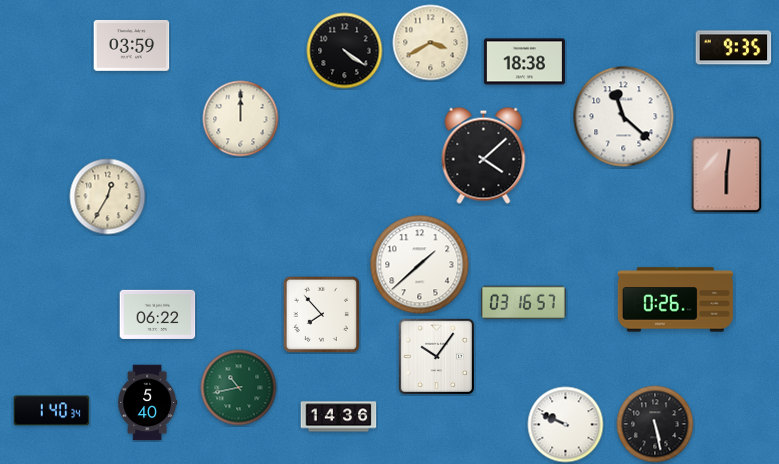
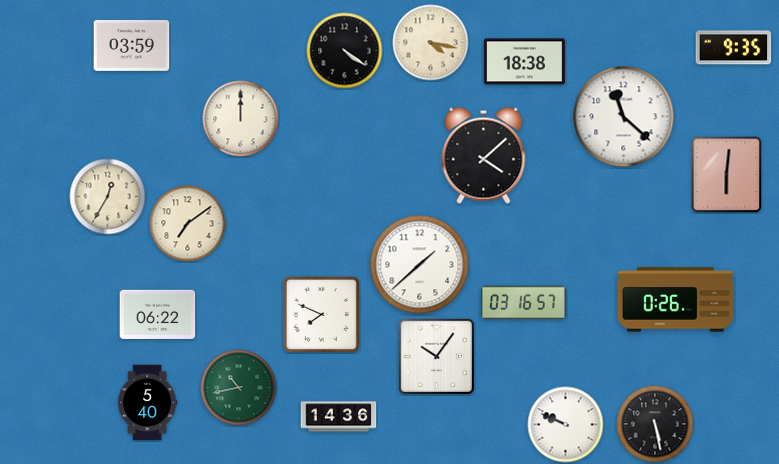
clock at (431, 43): 3:40 -> 4:17
clock at (188, 224): none -> 7:09
clock at (321, 314): 7:53 -> 7:49
clock at (52, 411): 1:40 -> none
